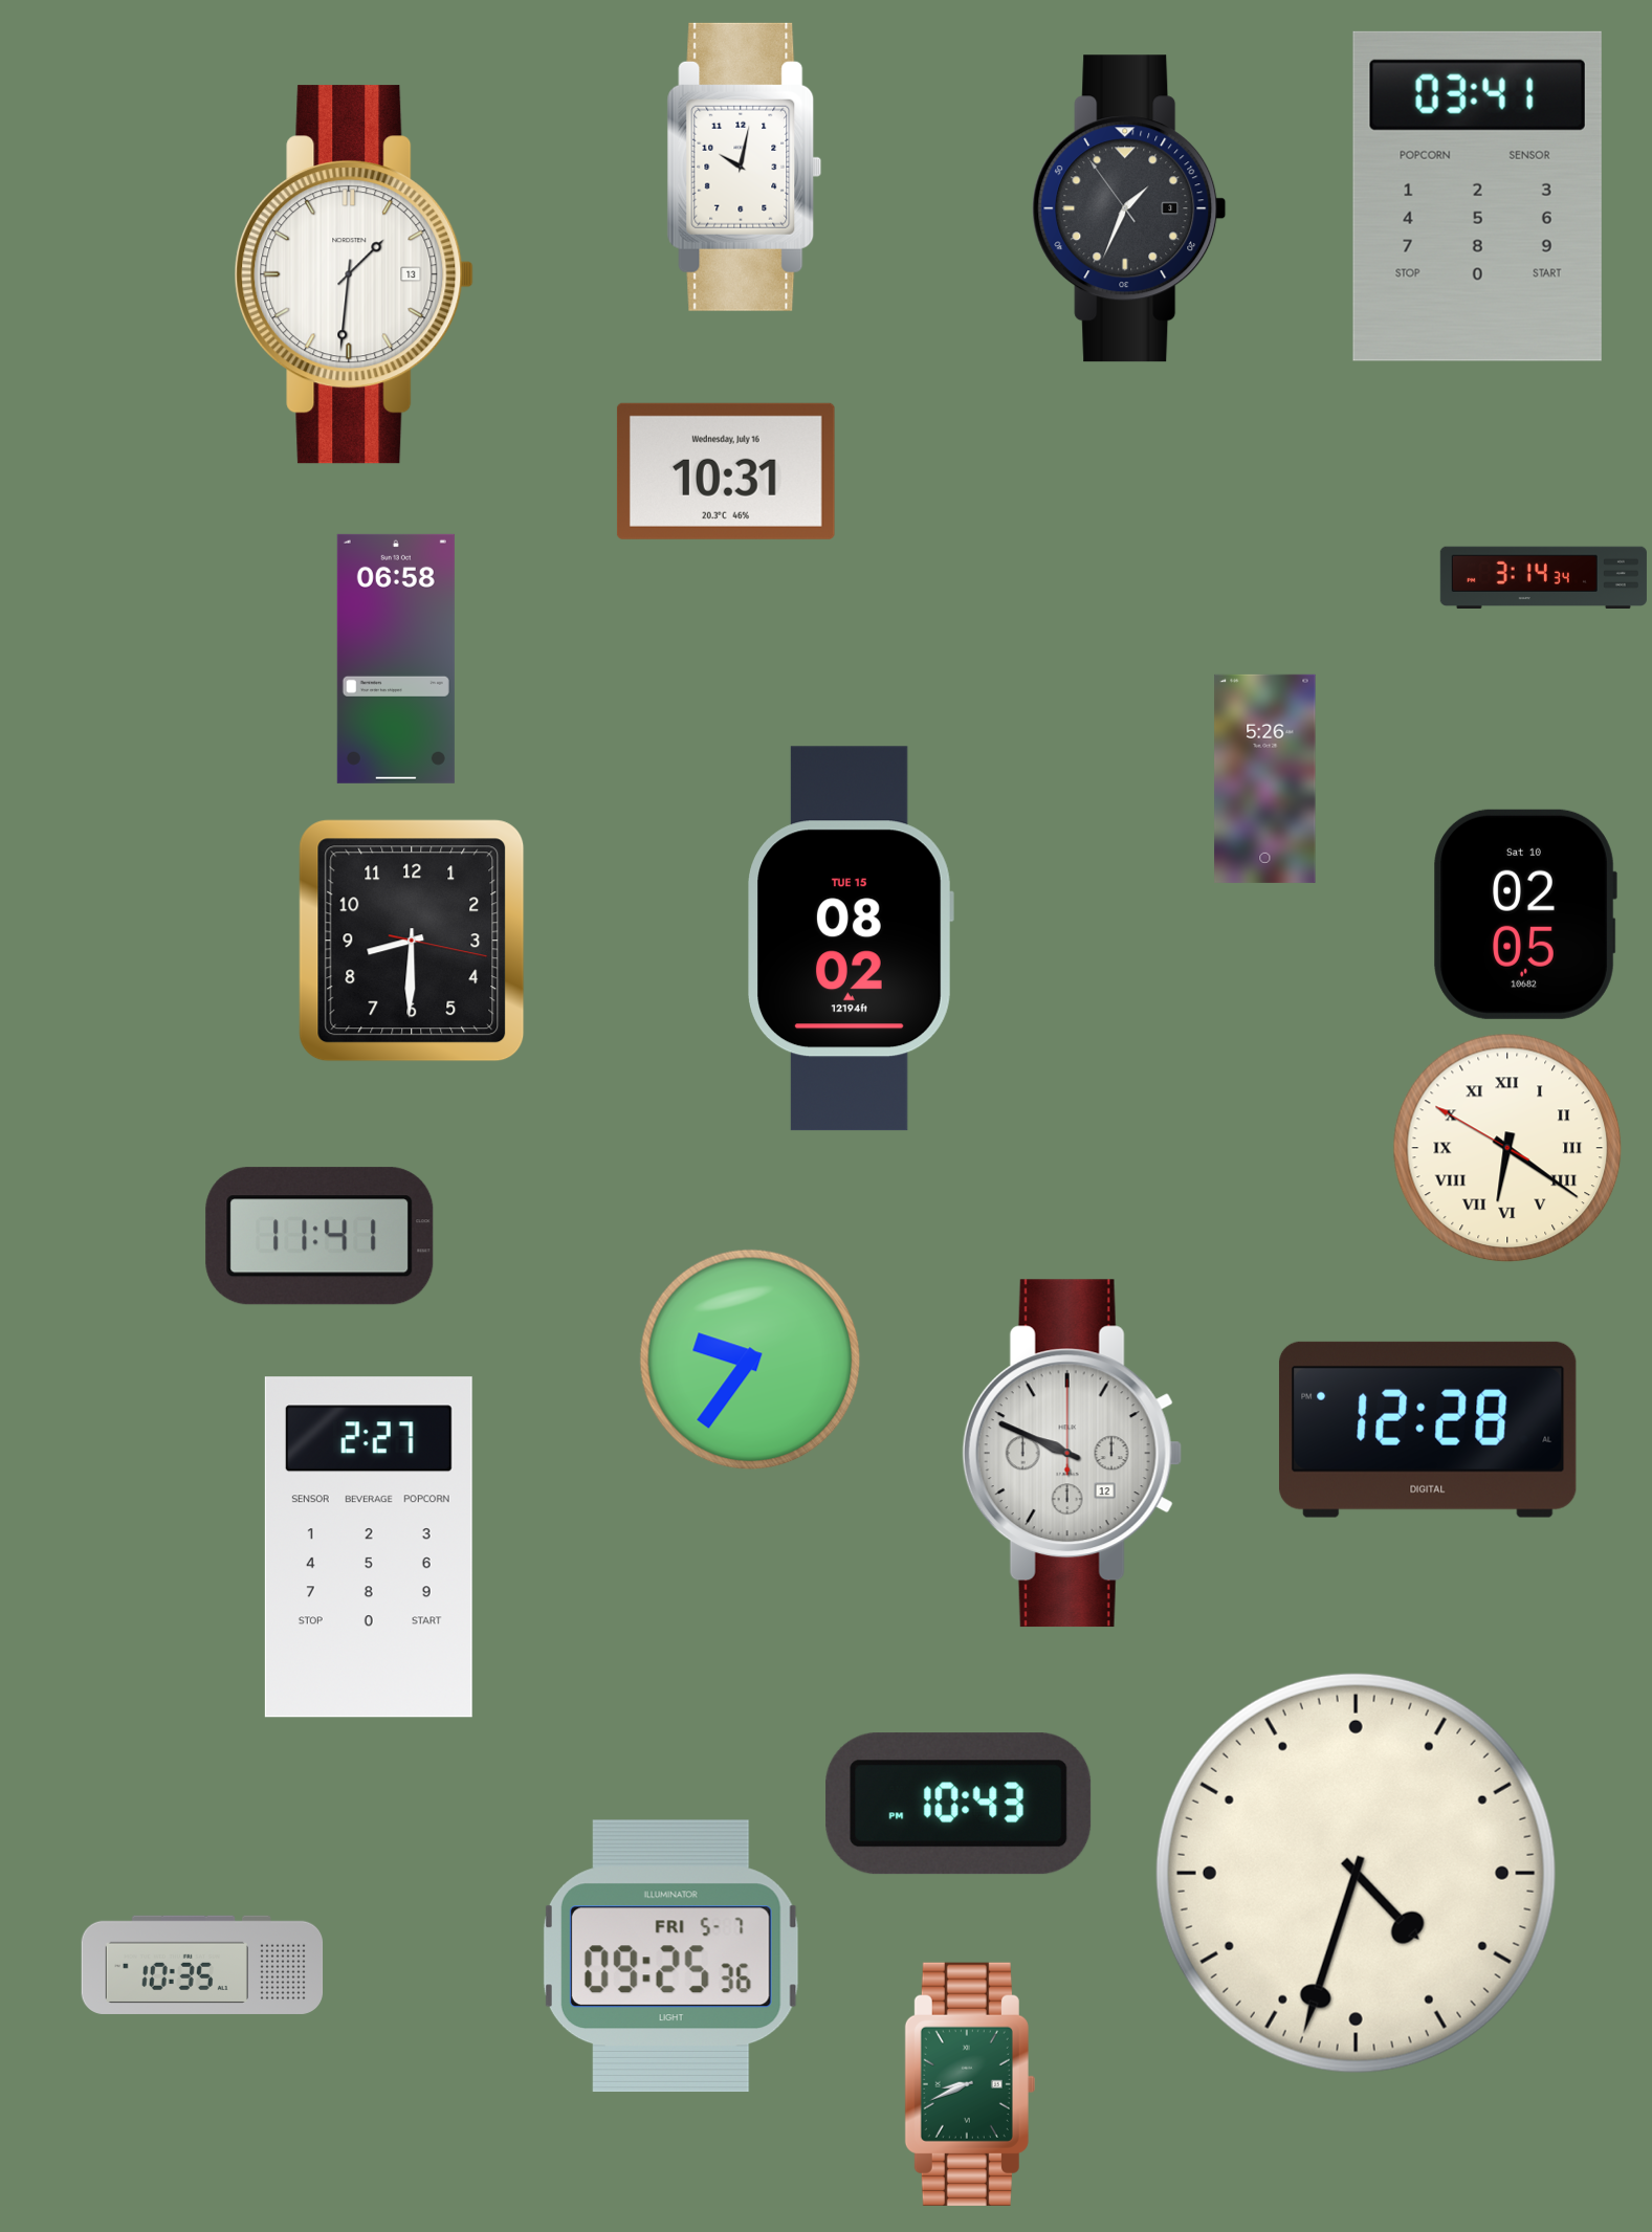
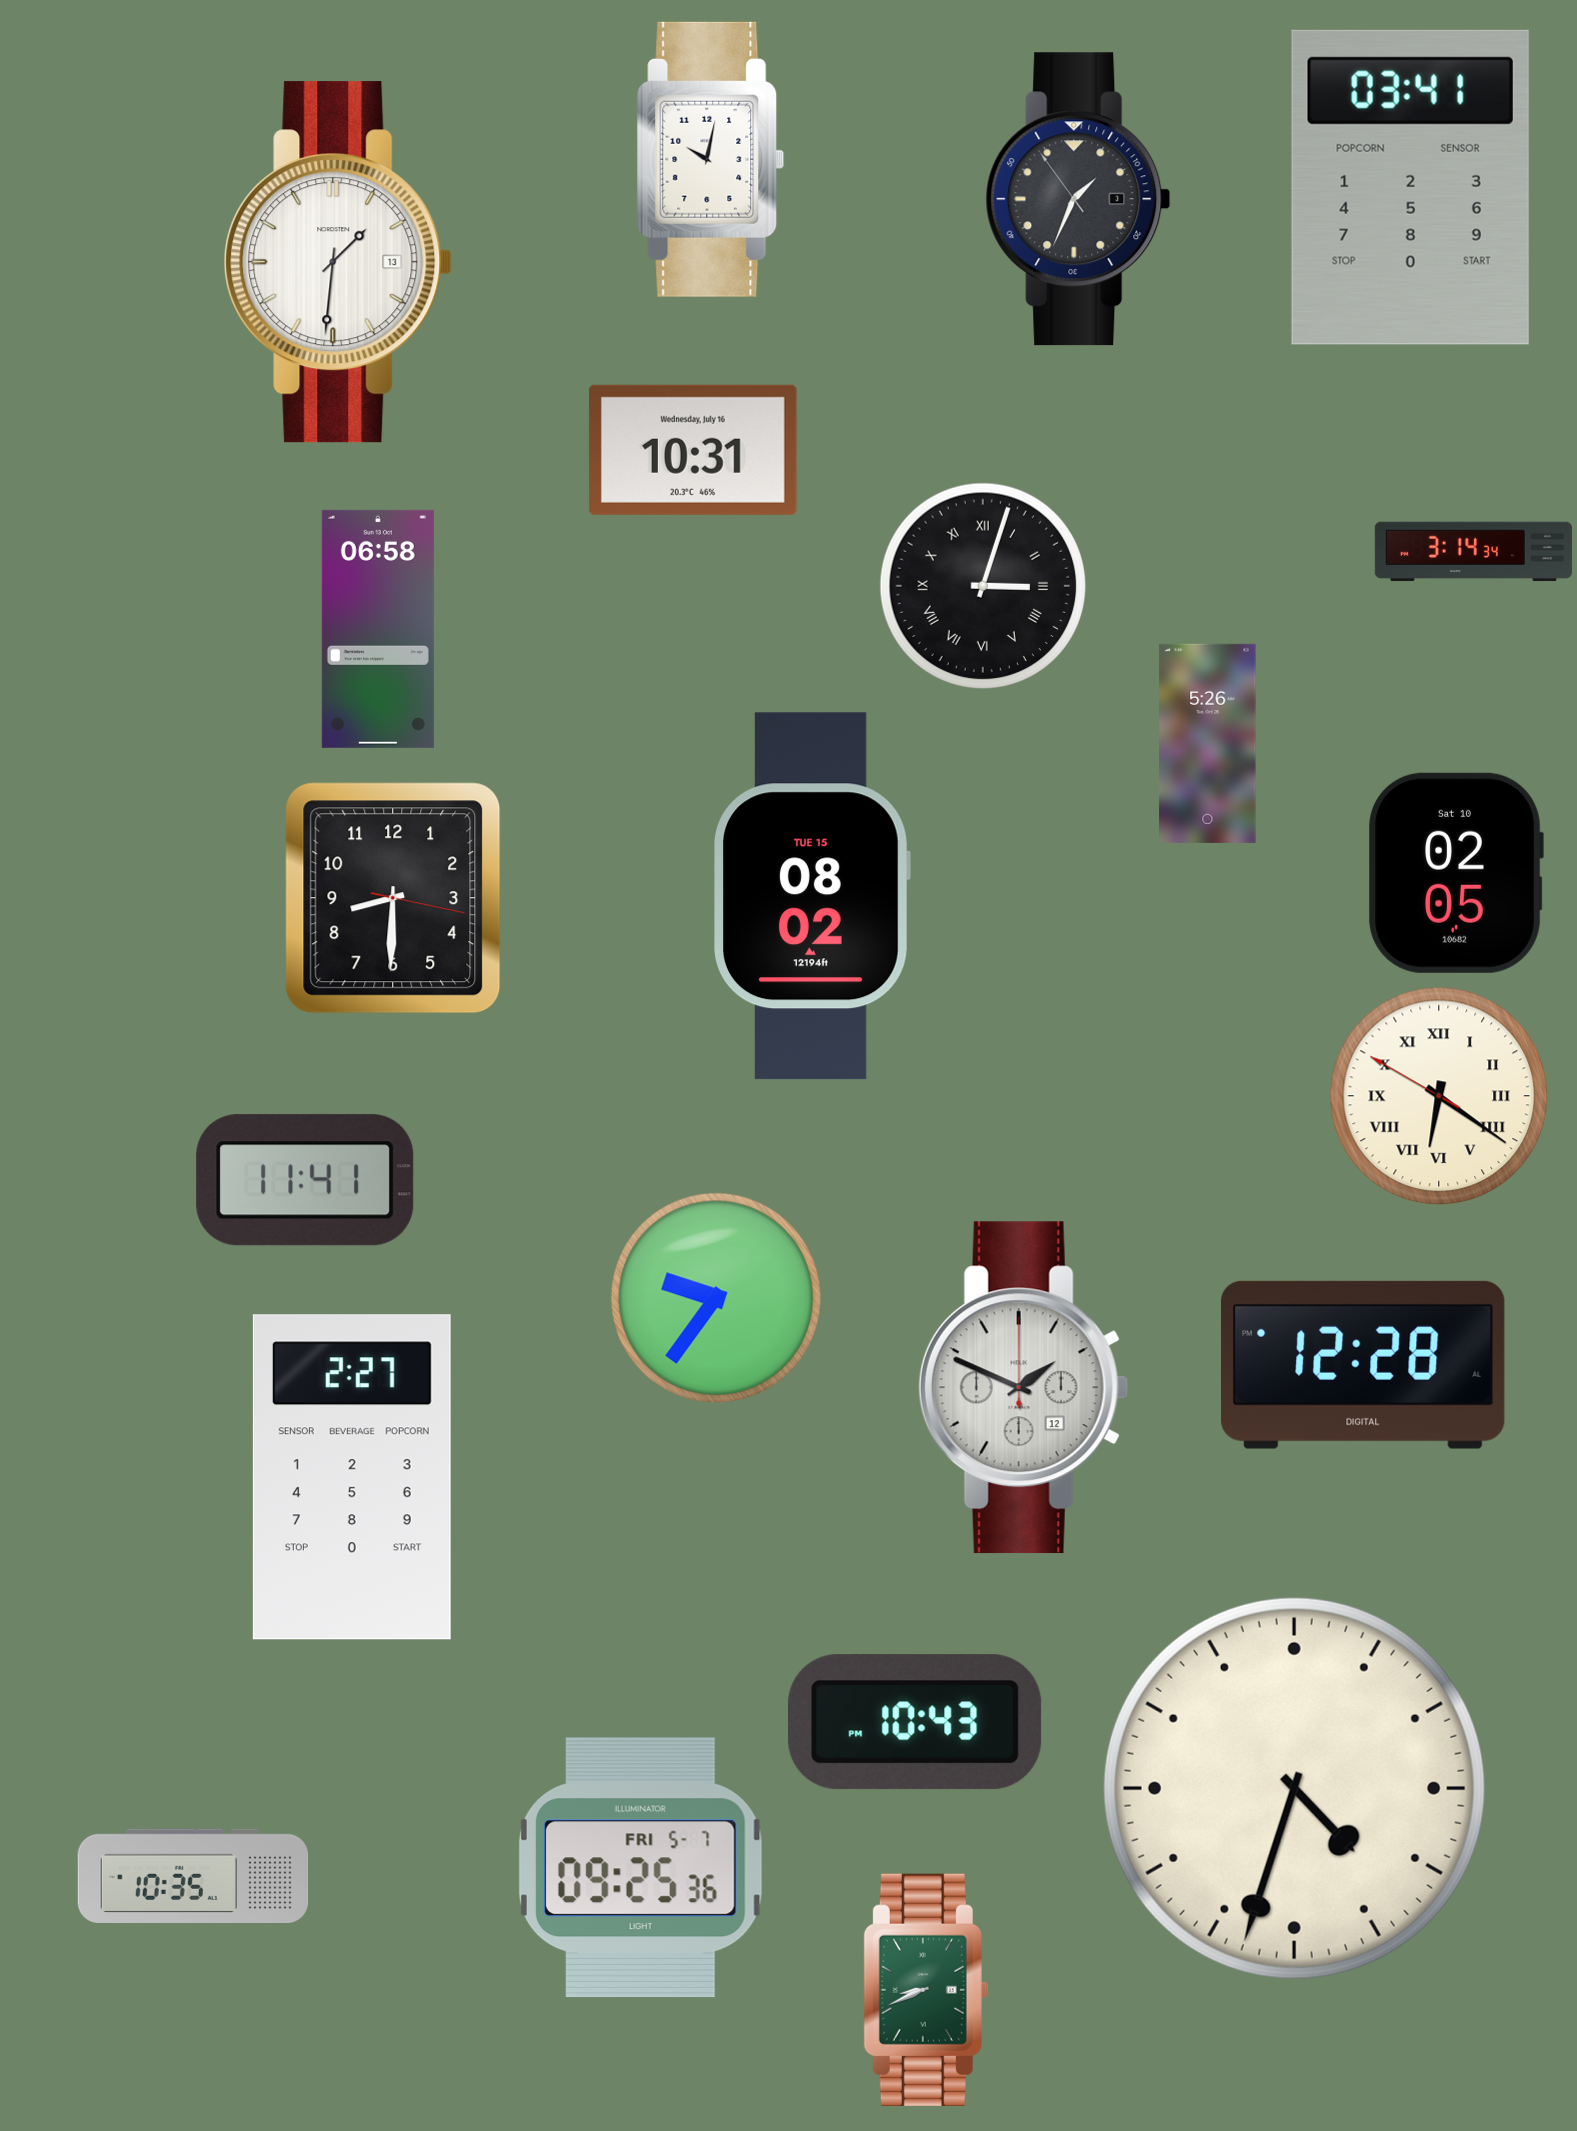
clock at (983, 586): none -> 3:03
clock at (1072, 1454): 9:49 -> 1:49
